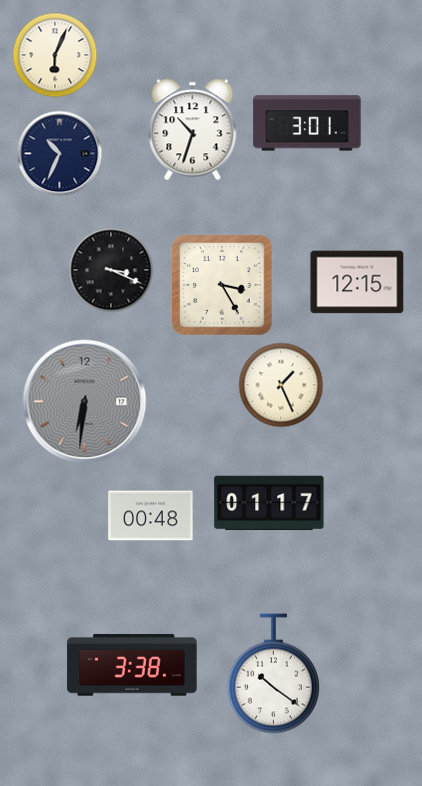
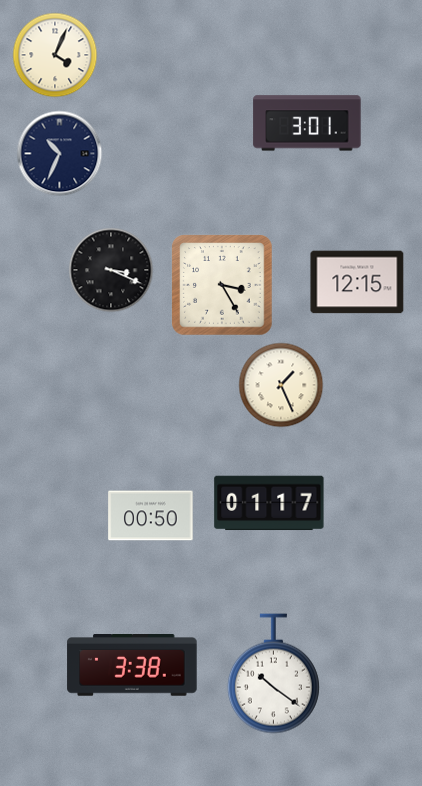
clock at (55, 55): 6:04 -> 4:04
clock at (193, 130): 10:33 -> none
clock at (85, 402): 6:31 -> none
clock at (151, 516): 00:48 -> 00:50
